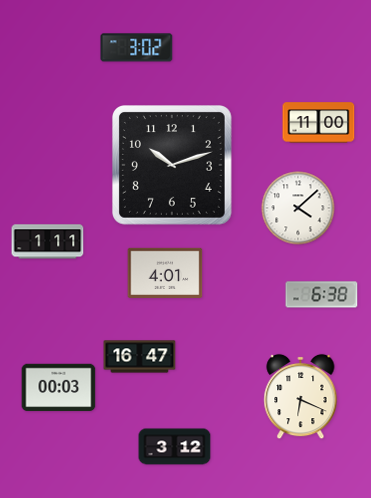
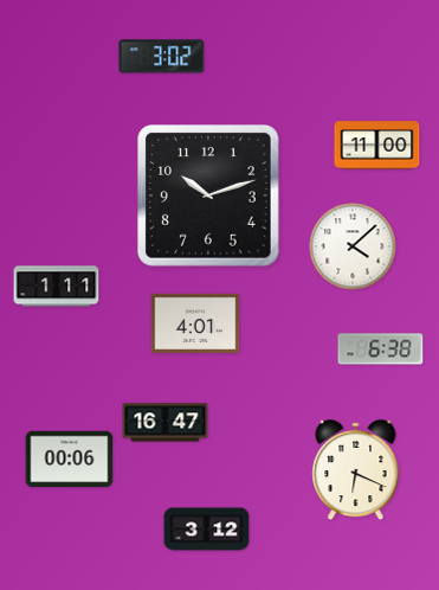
clock at (173, 166) position: (173, 166) -> (209, 197)
clock at (59, 388): 00:03 -> 00:06
